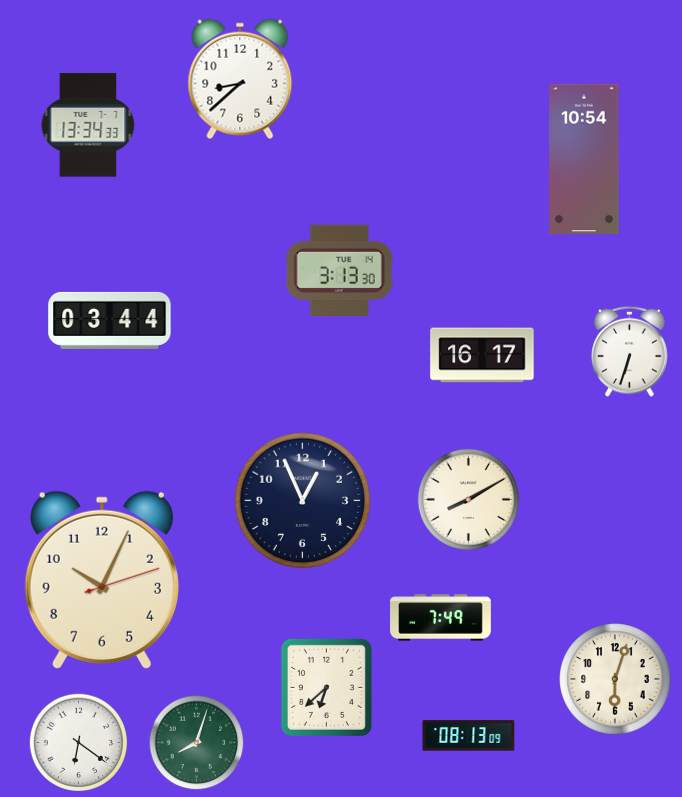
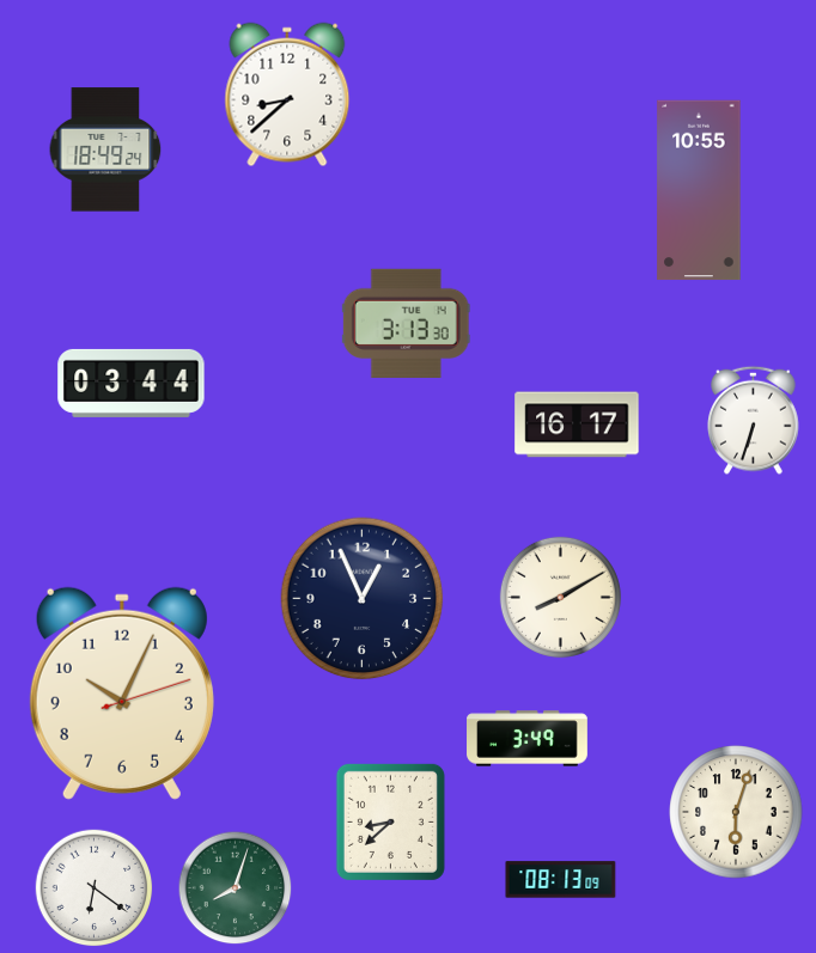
clock at (88, 125): 13:34 -> 18:49
clock at (584, 159): 10:54 -> 10:55
clock at (441, 618): 7:49 -> 3:49
clock at (326, 687): 6:38 -> 8:38
